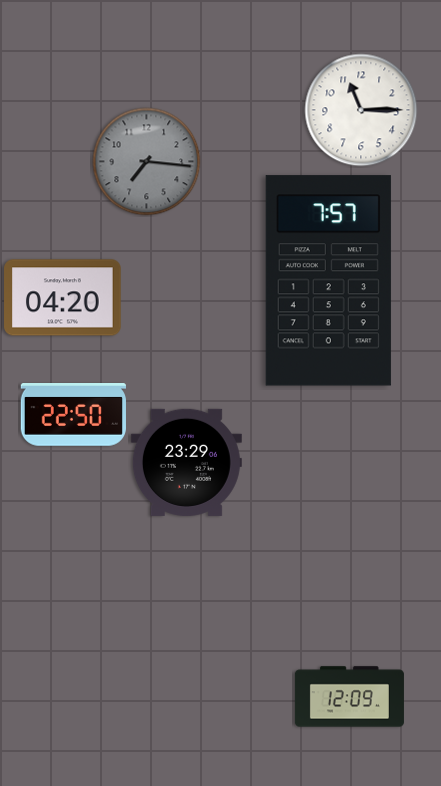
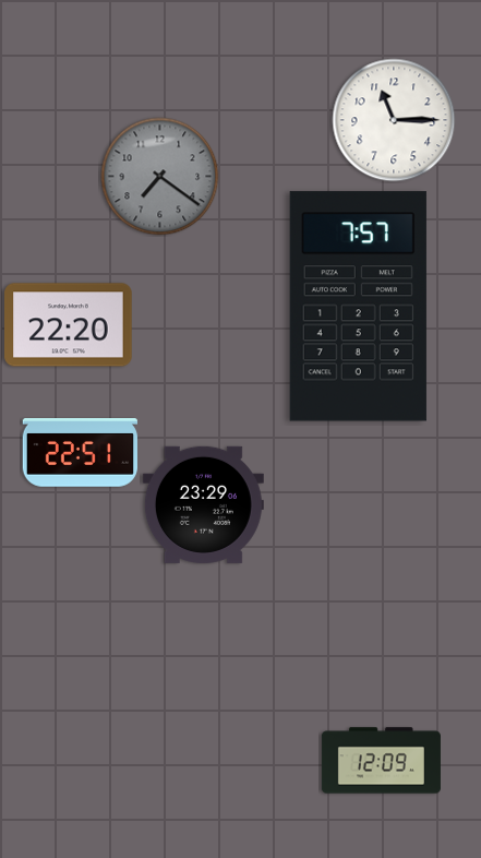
clock at (147, 162): 7:16 -> 7:21
clock at (63, 298): 04:20 -> 22:20
clock at (73, 415): 22:50 -> 22:51
